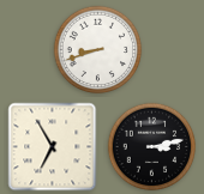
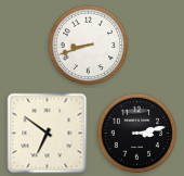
clock at (53, 147): 6:55 -> 6:51
